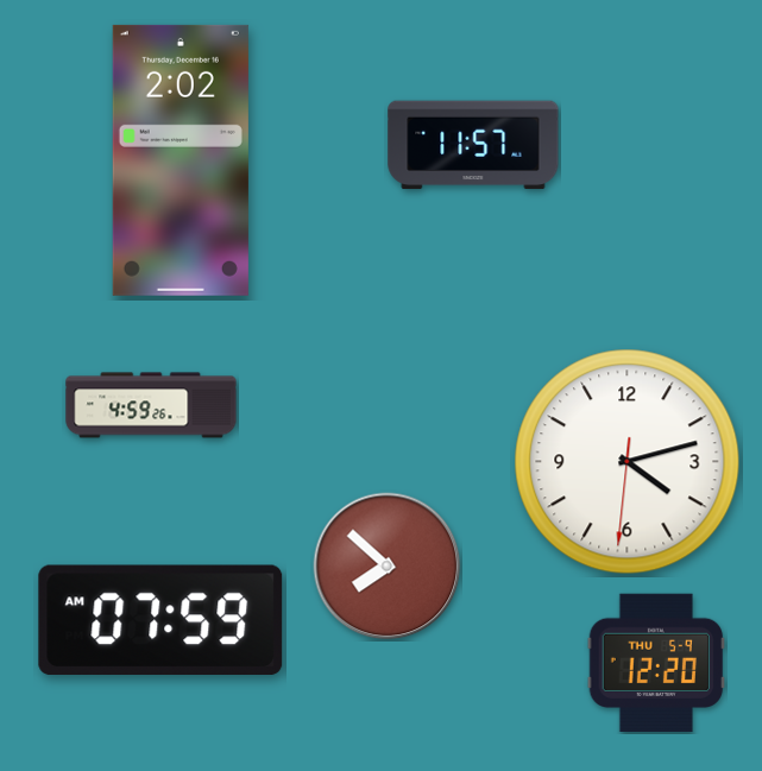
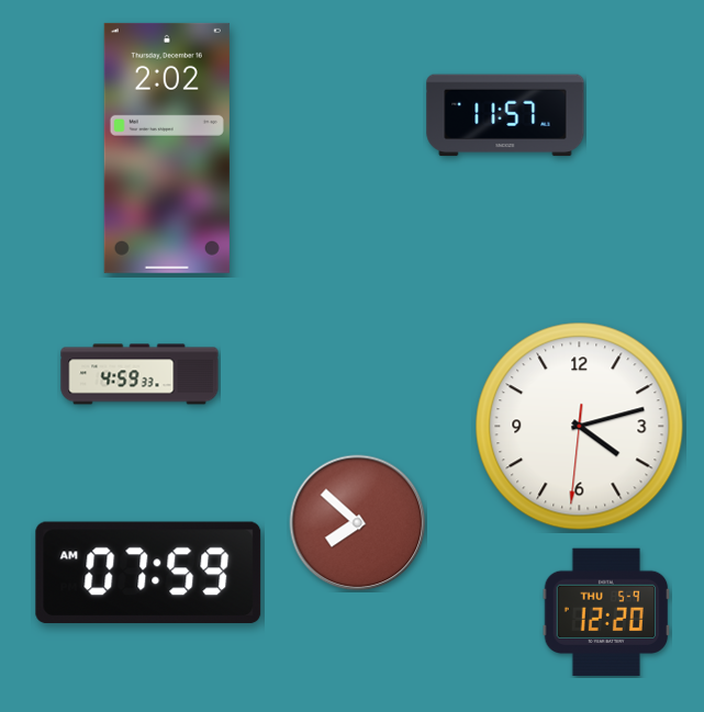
clock at (473, 145) position: (473, 145) -> (505, 115)
clock at (151, 405): 4:59:26 -> 4:59:33
